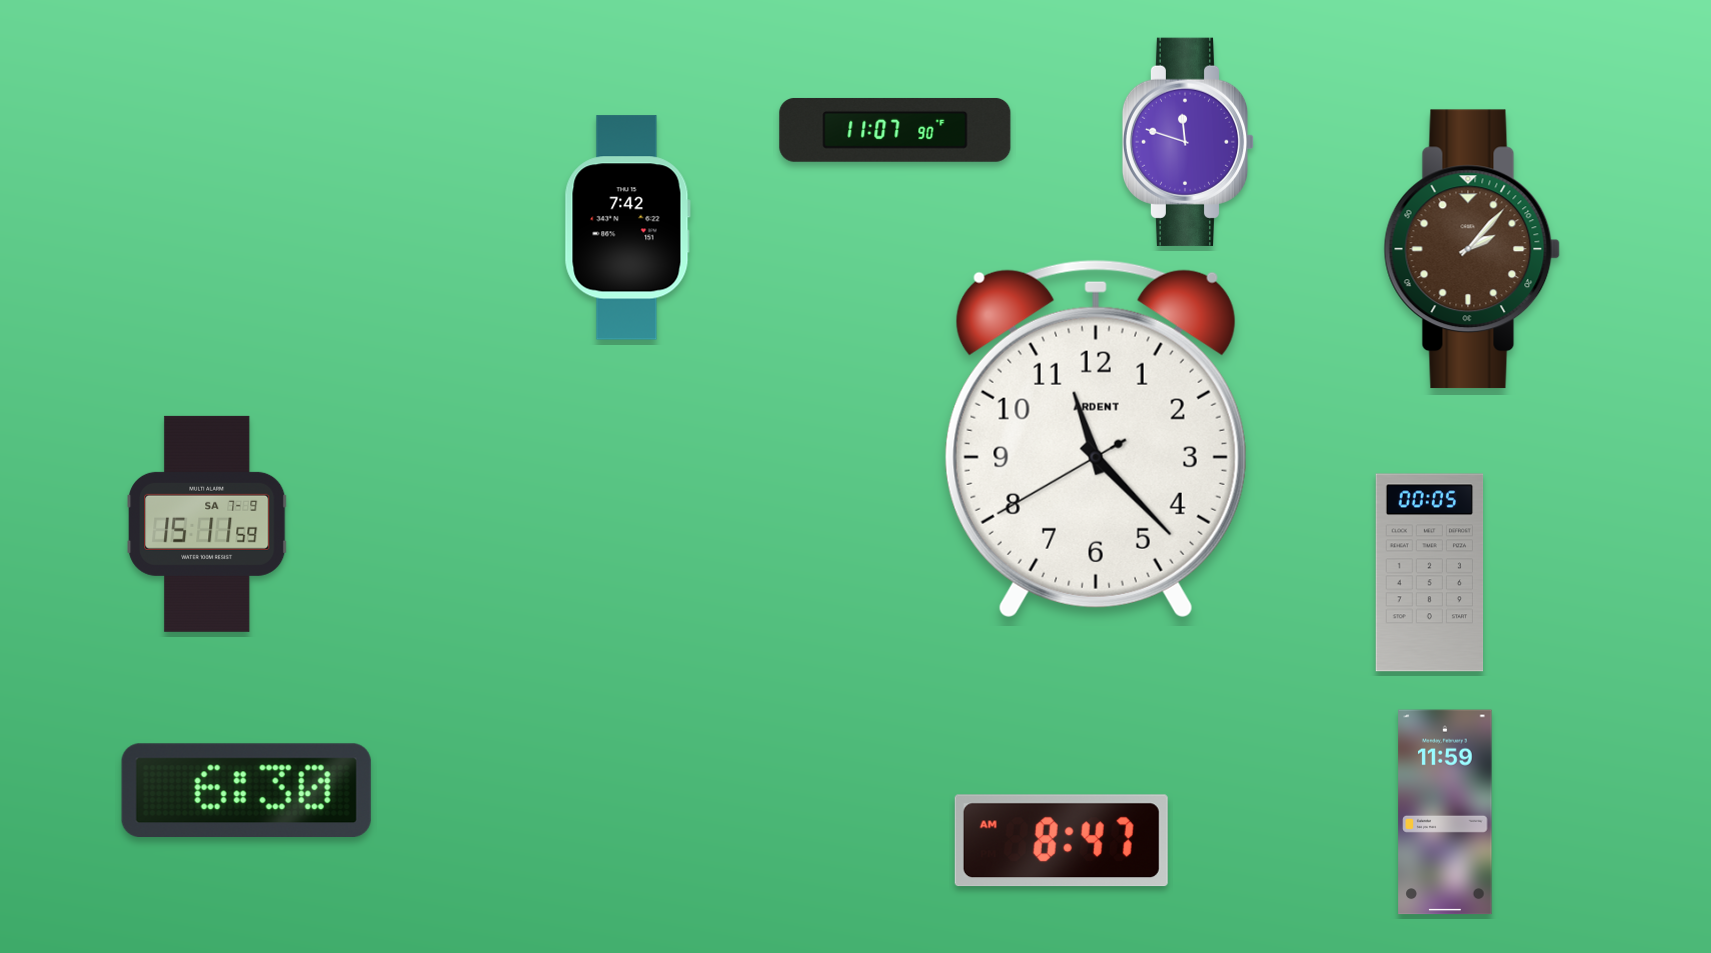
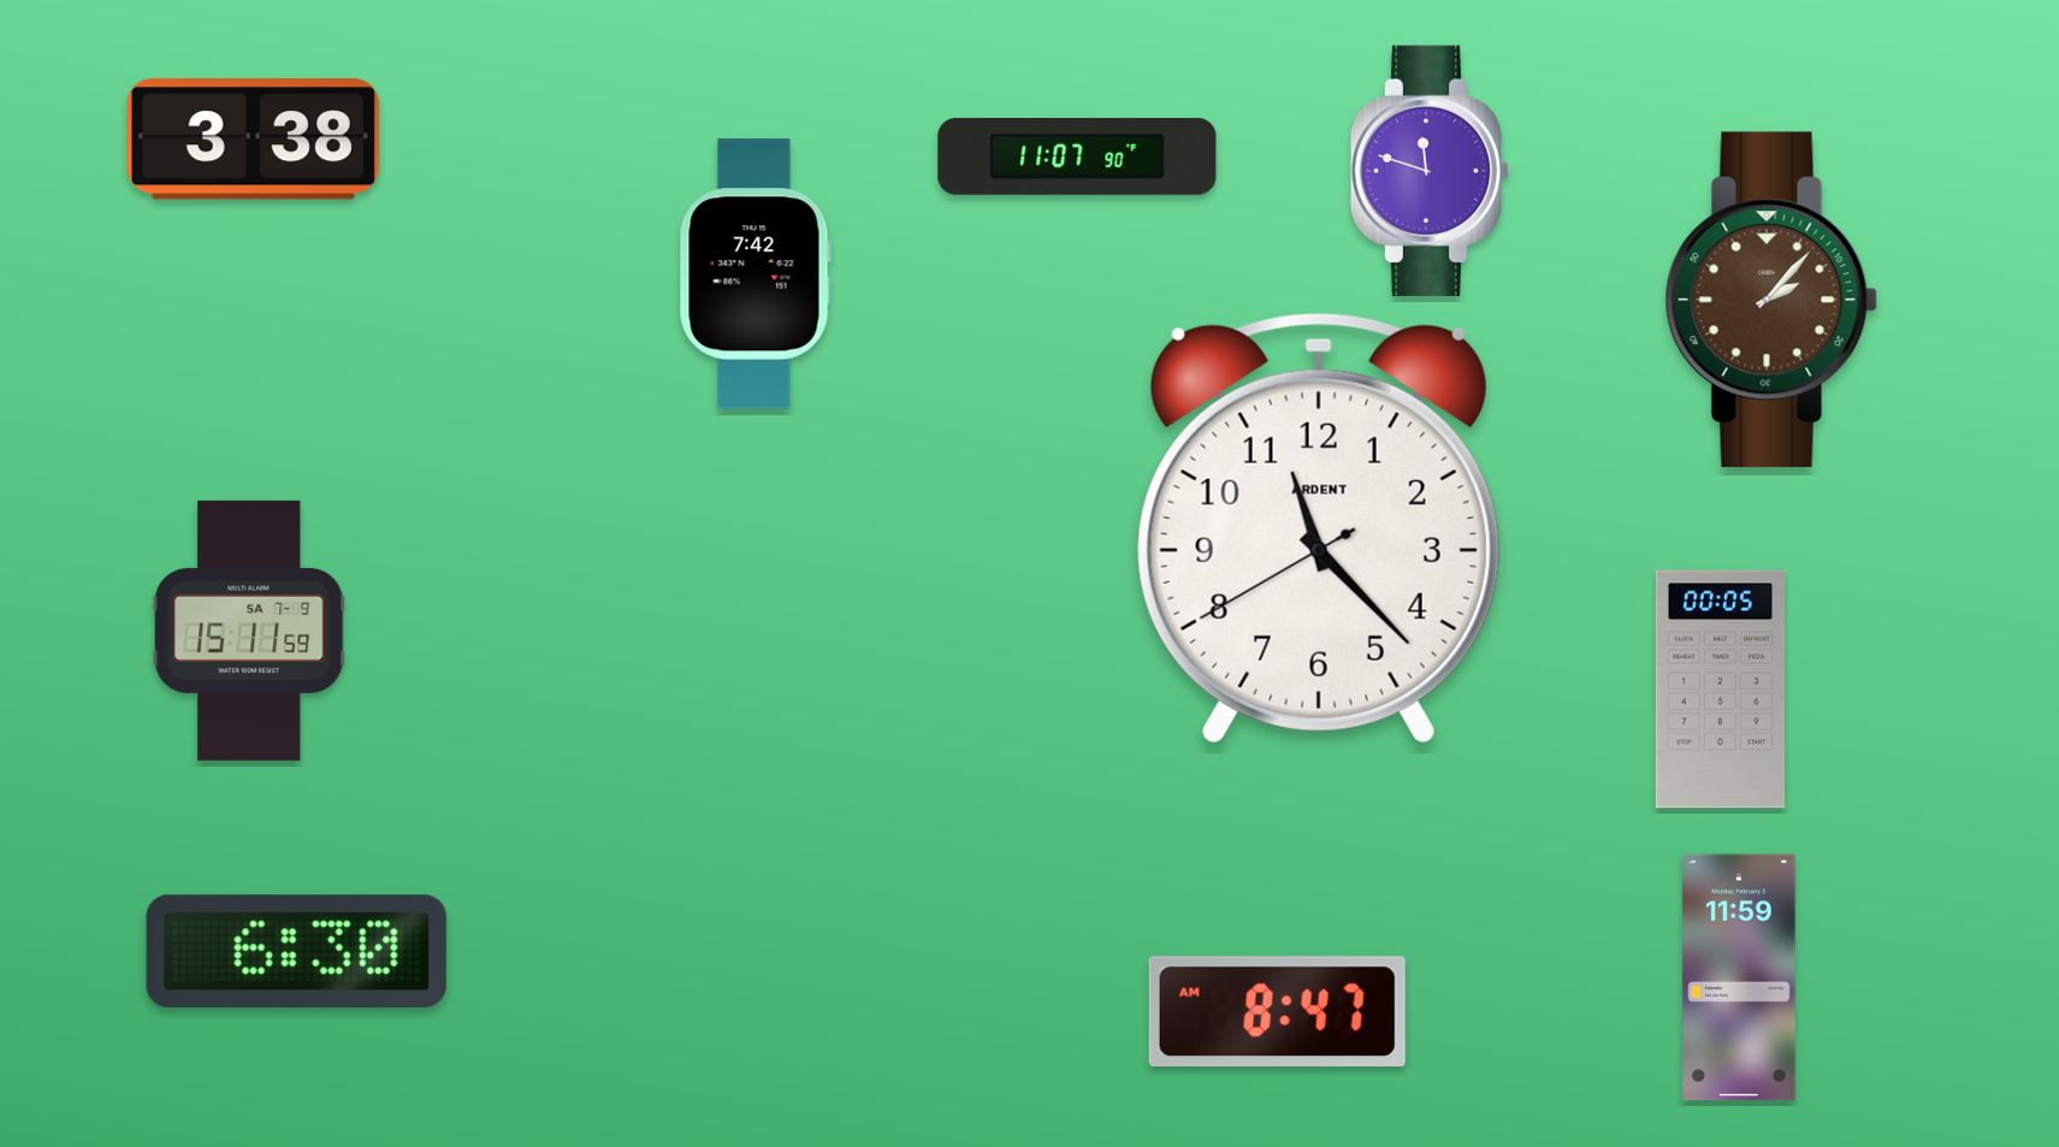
clock at (253, 140): none -> 3:38
